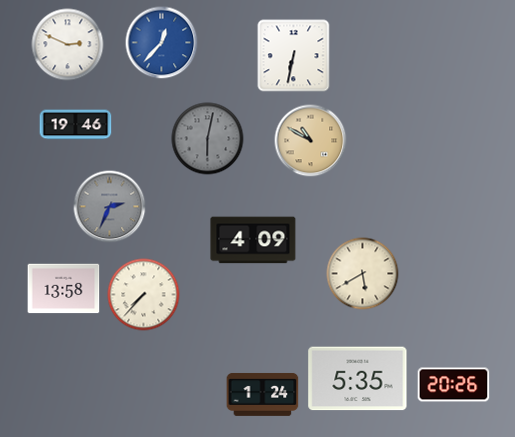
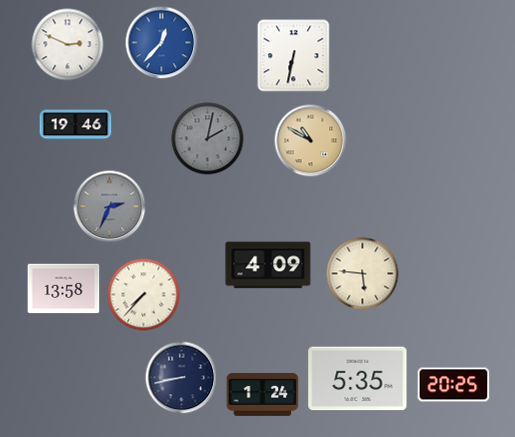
clock at (208, 139): 6:02 -> 2:02
clock at (253, 240) position: (253, 240) -> (268, 265)
clock at (363, 274): 5:40 -> 5:46
clock at (182, 378): none -> 8:43
clock at (454, 385): 20:26 -> 20:25
